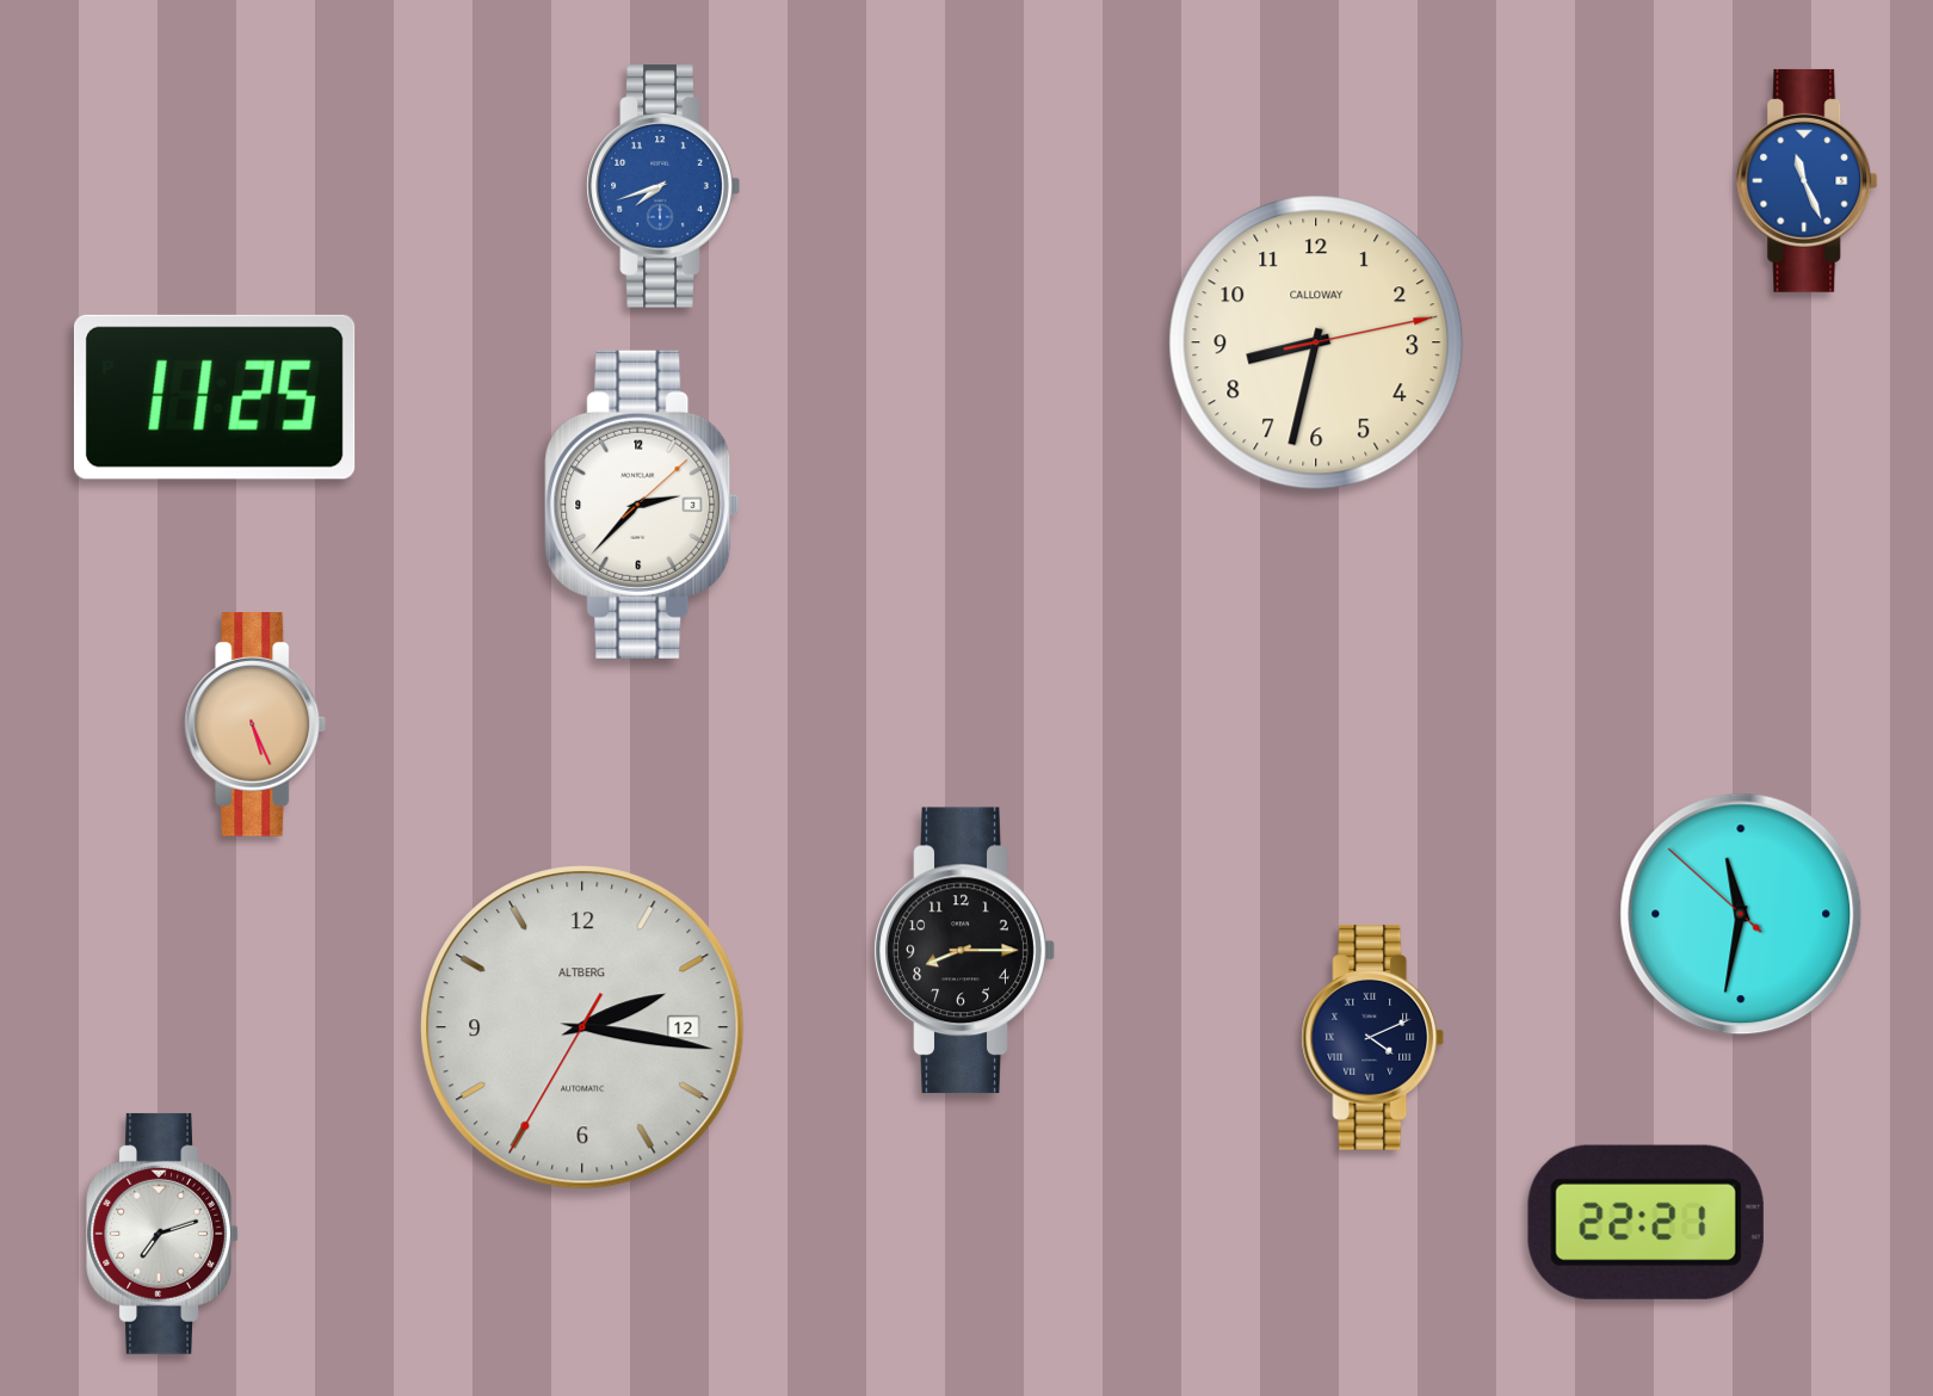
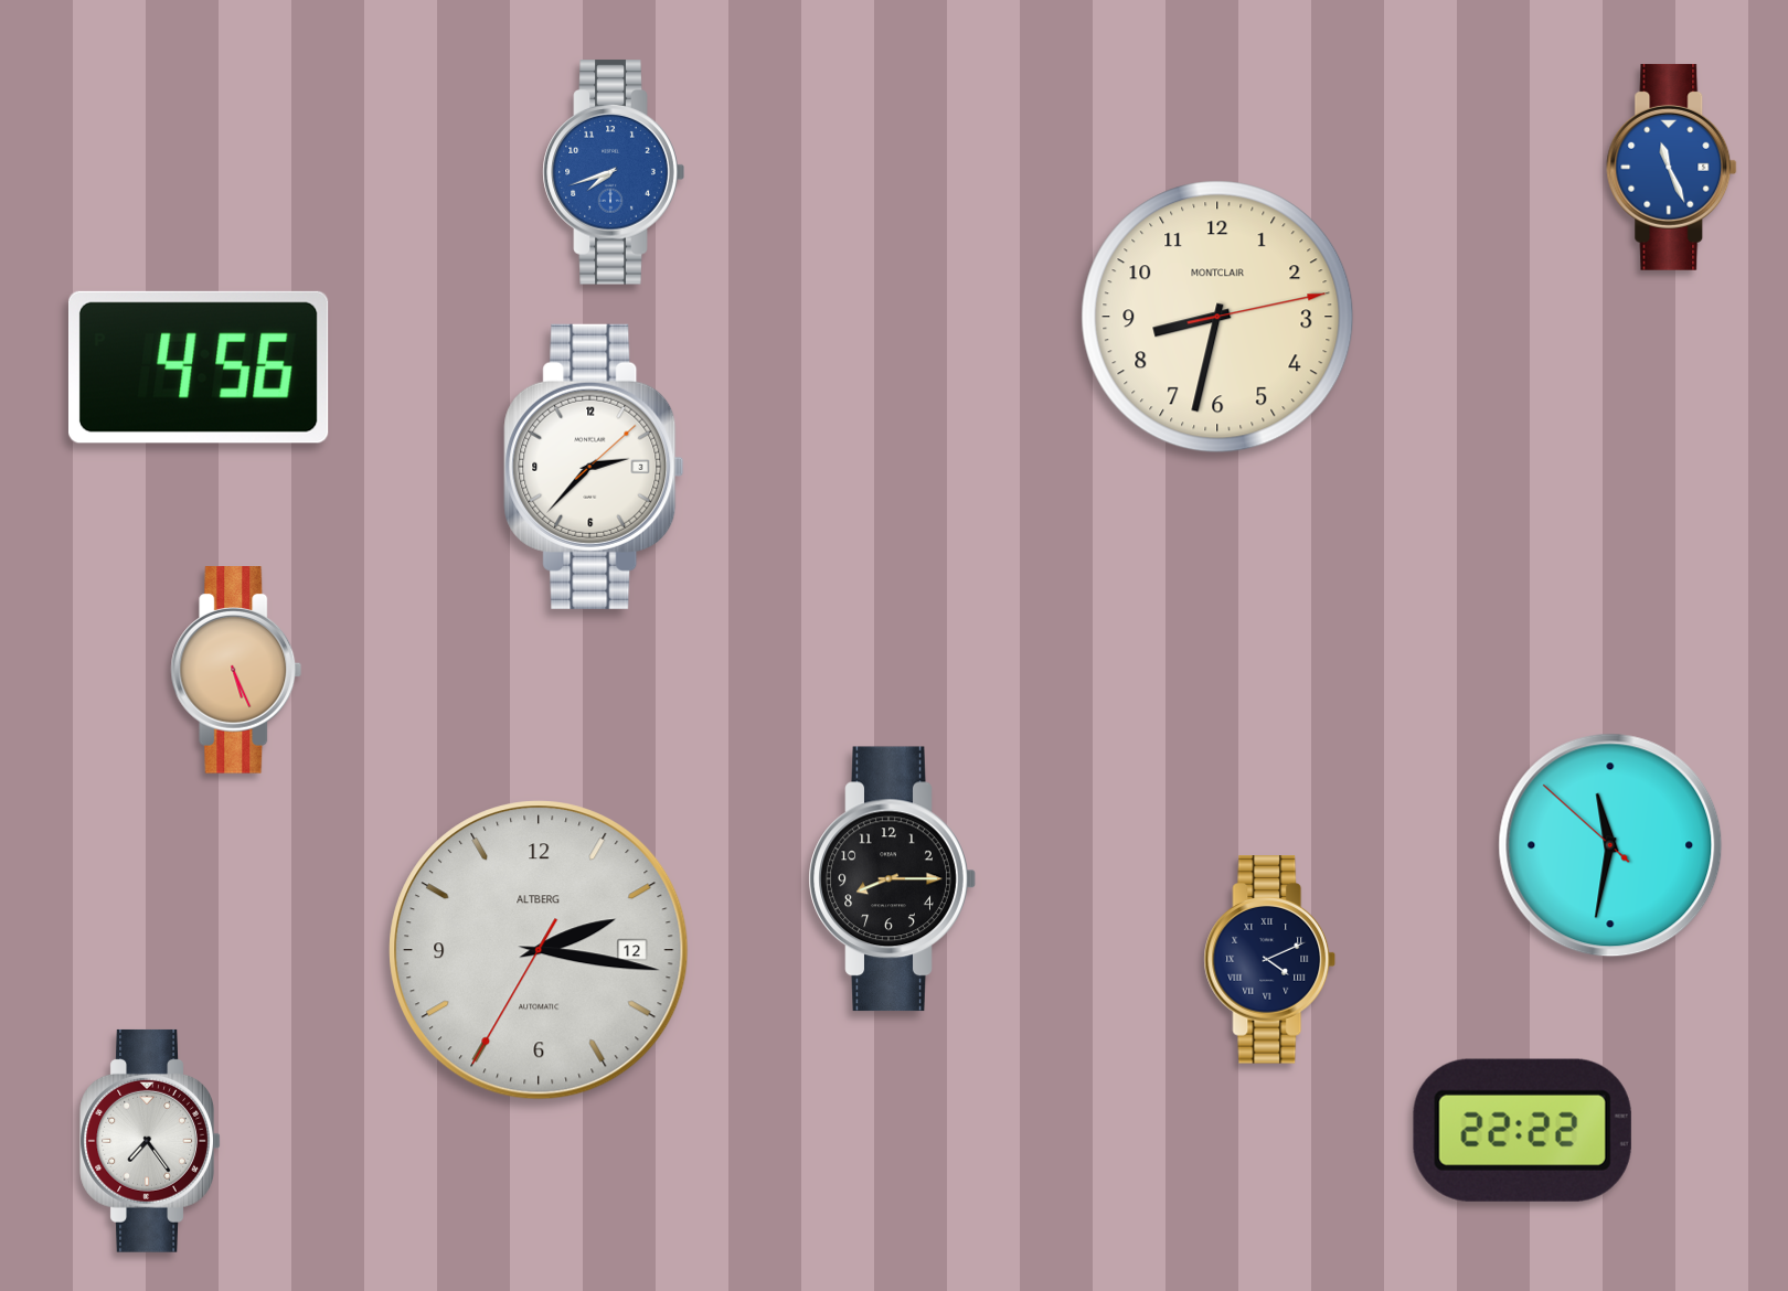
clock at (1316, 342) brand: CALLOWAY -> MONTCLAIR
clock at (215, 397): 11:25 -> 4:56
clock at (1645, 1222): 22:21 -> 22:22
clock at (162, 1234): 7:12 -> 7:24
